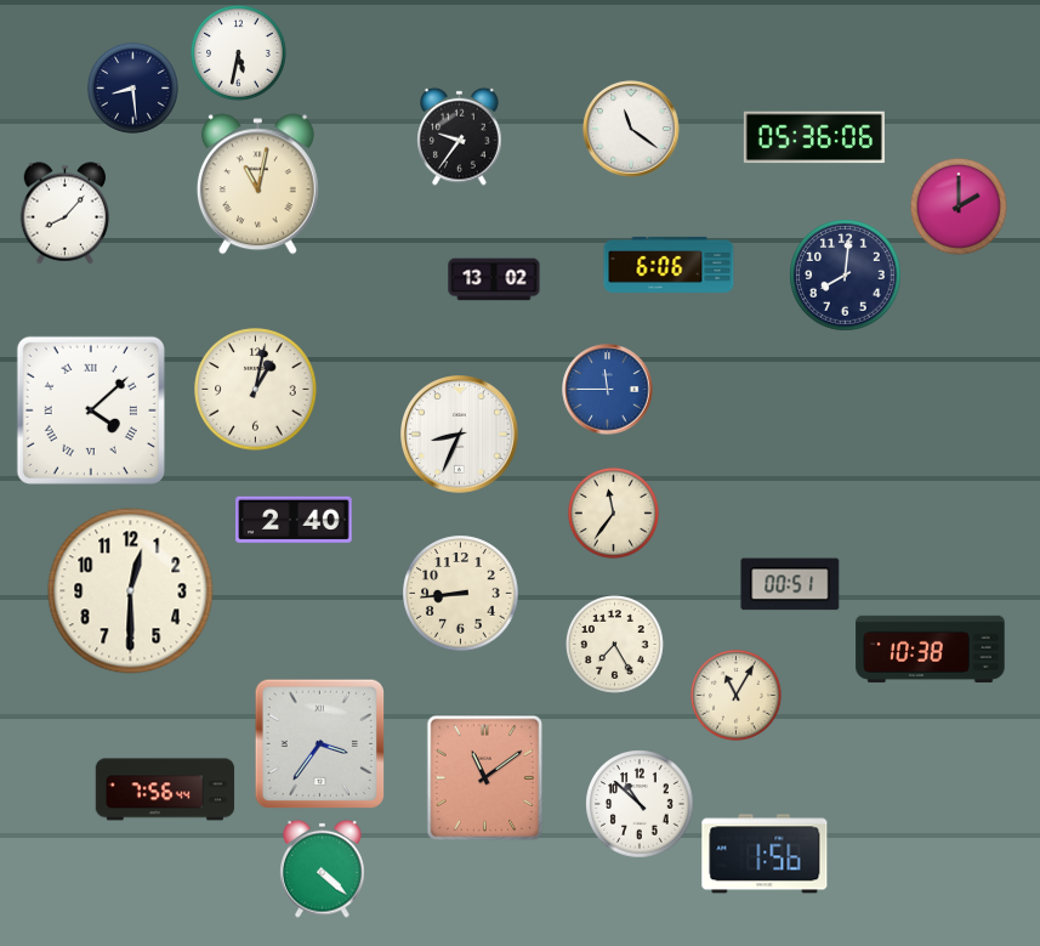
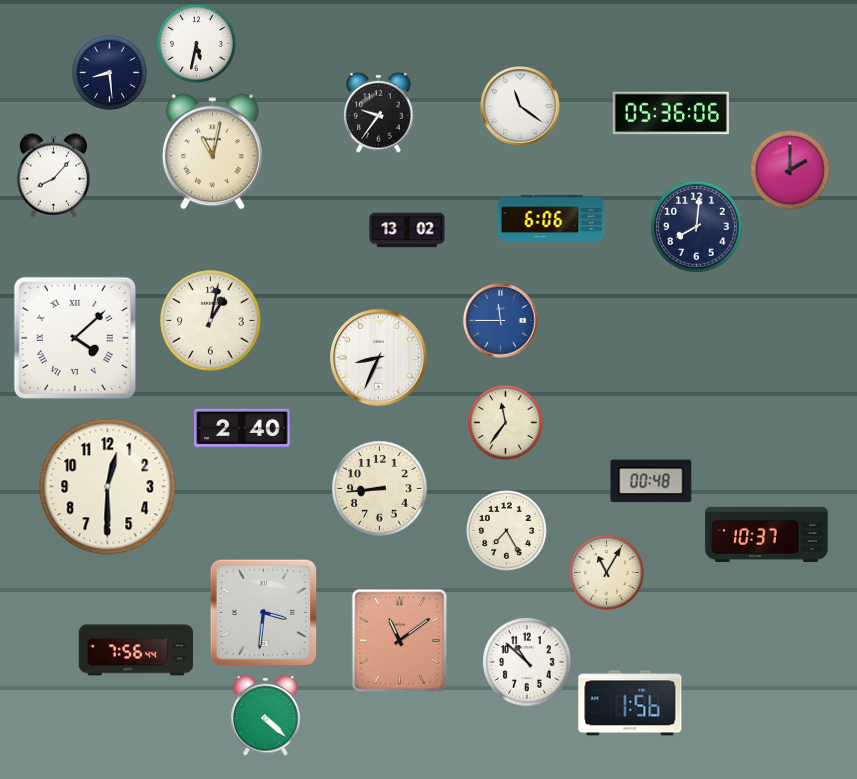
clock at (790, 584): 00:51 -> 00:48
clock at (931, 648): 10:38 -> 10:37
clock at (320, 744): 3:36 -> 3:31
